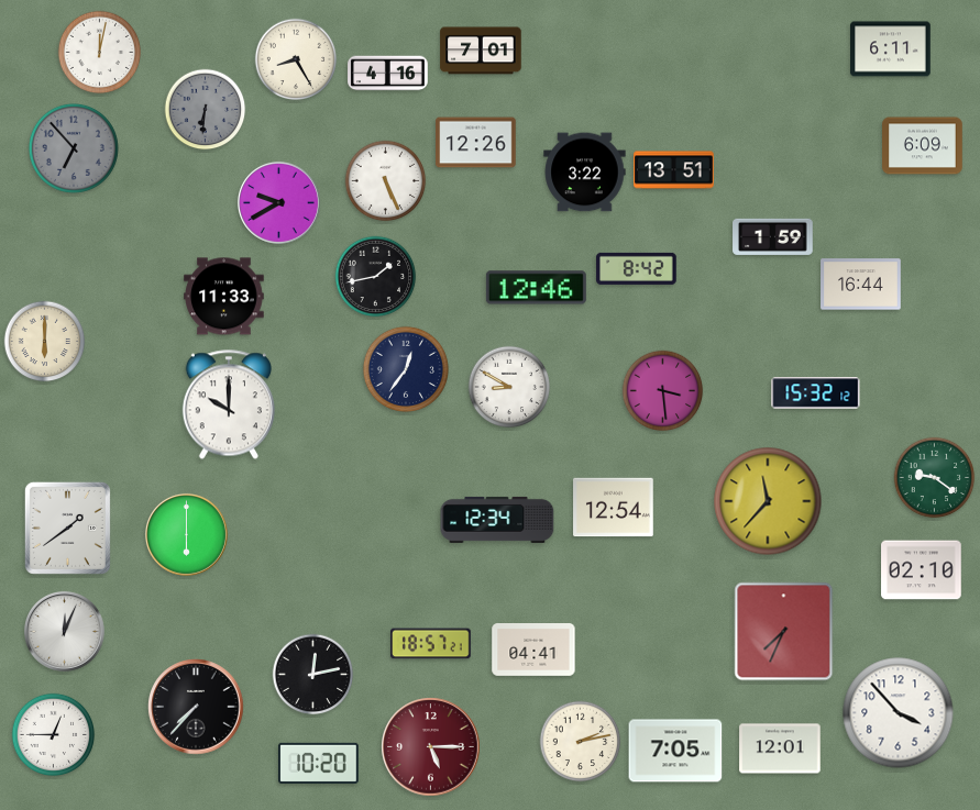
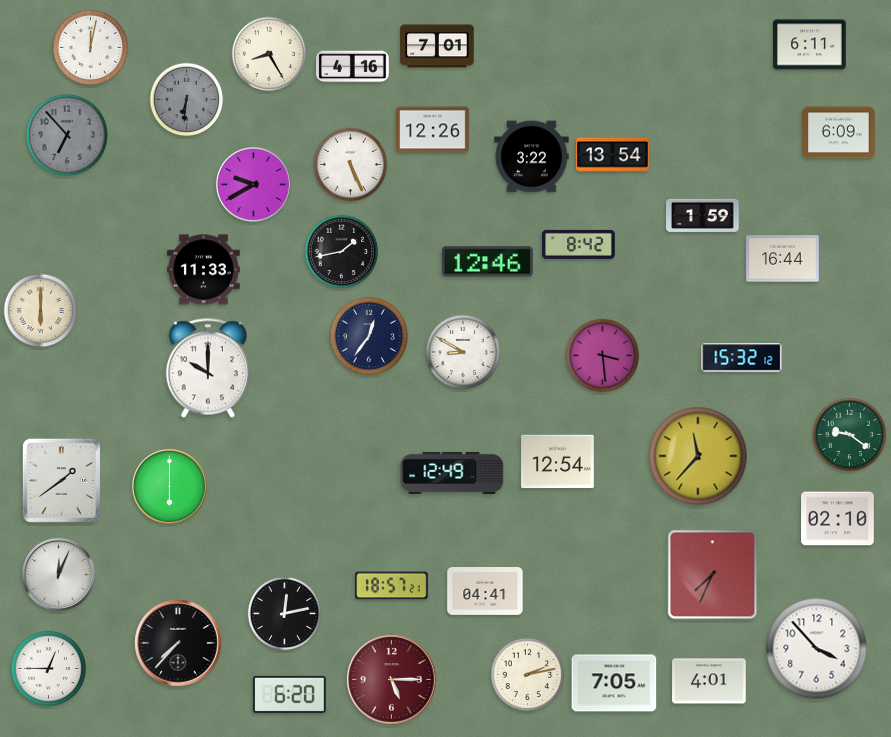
clock at (674, 170): 13:51 -> 13:54
clock at (497, 520): 12:34 -> 12:49
clock at (780, 748): 12:01 -> 4:01
clock at (319, 763): 10:20 -> 6:20
